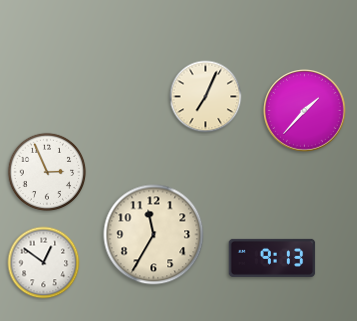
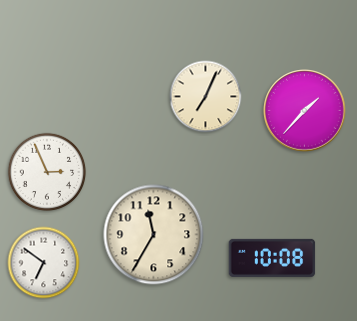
clock at (272, 258): 9:13 -> 10:08
clock at (44, 263): 12:51 -> 6:51
